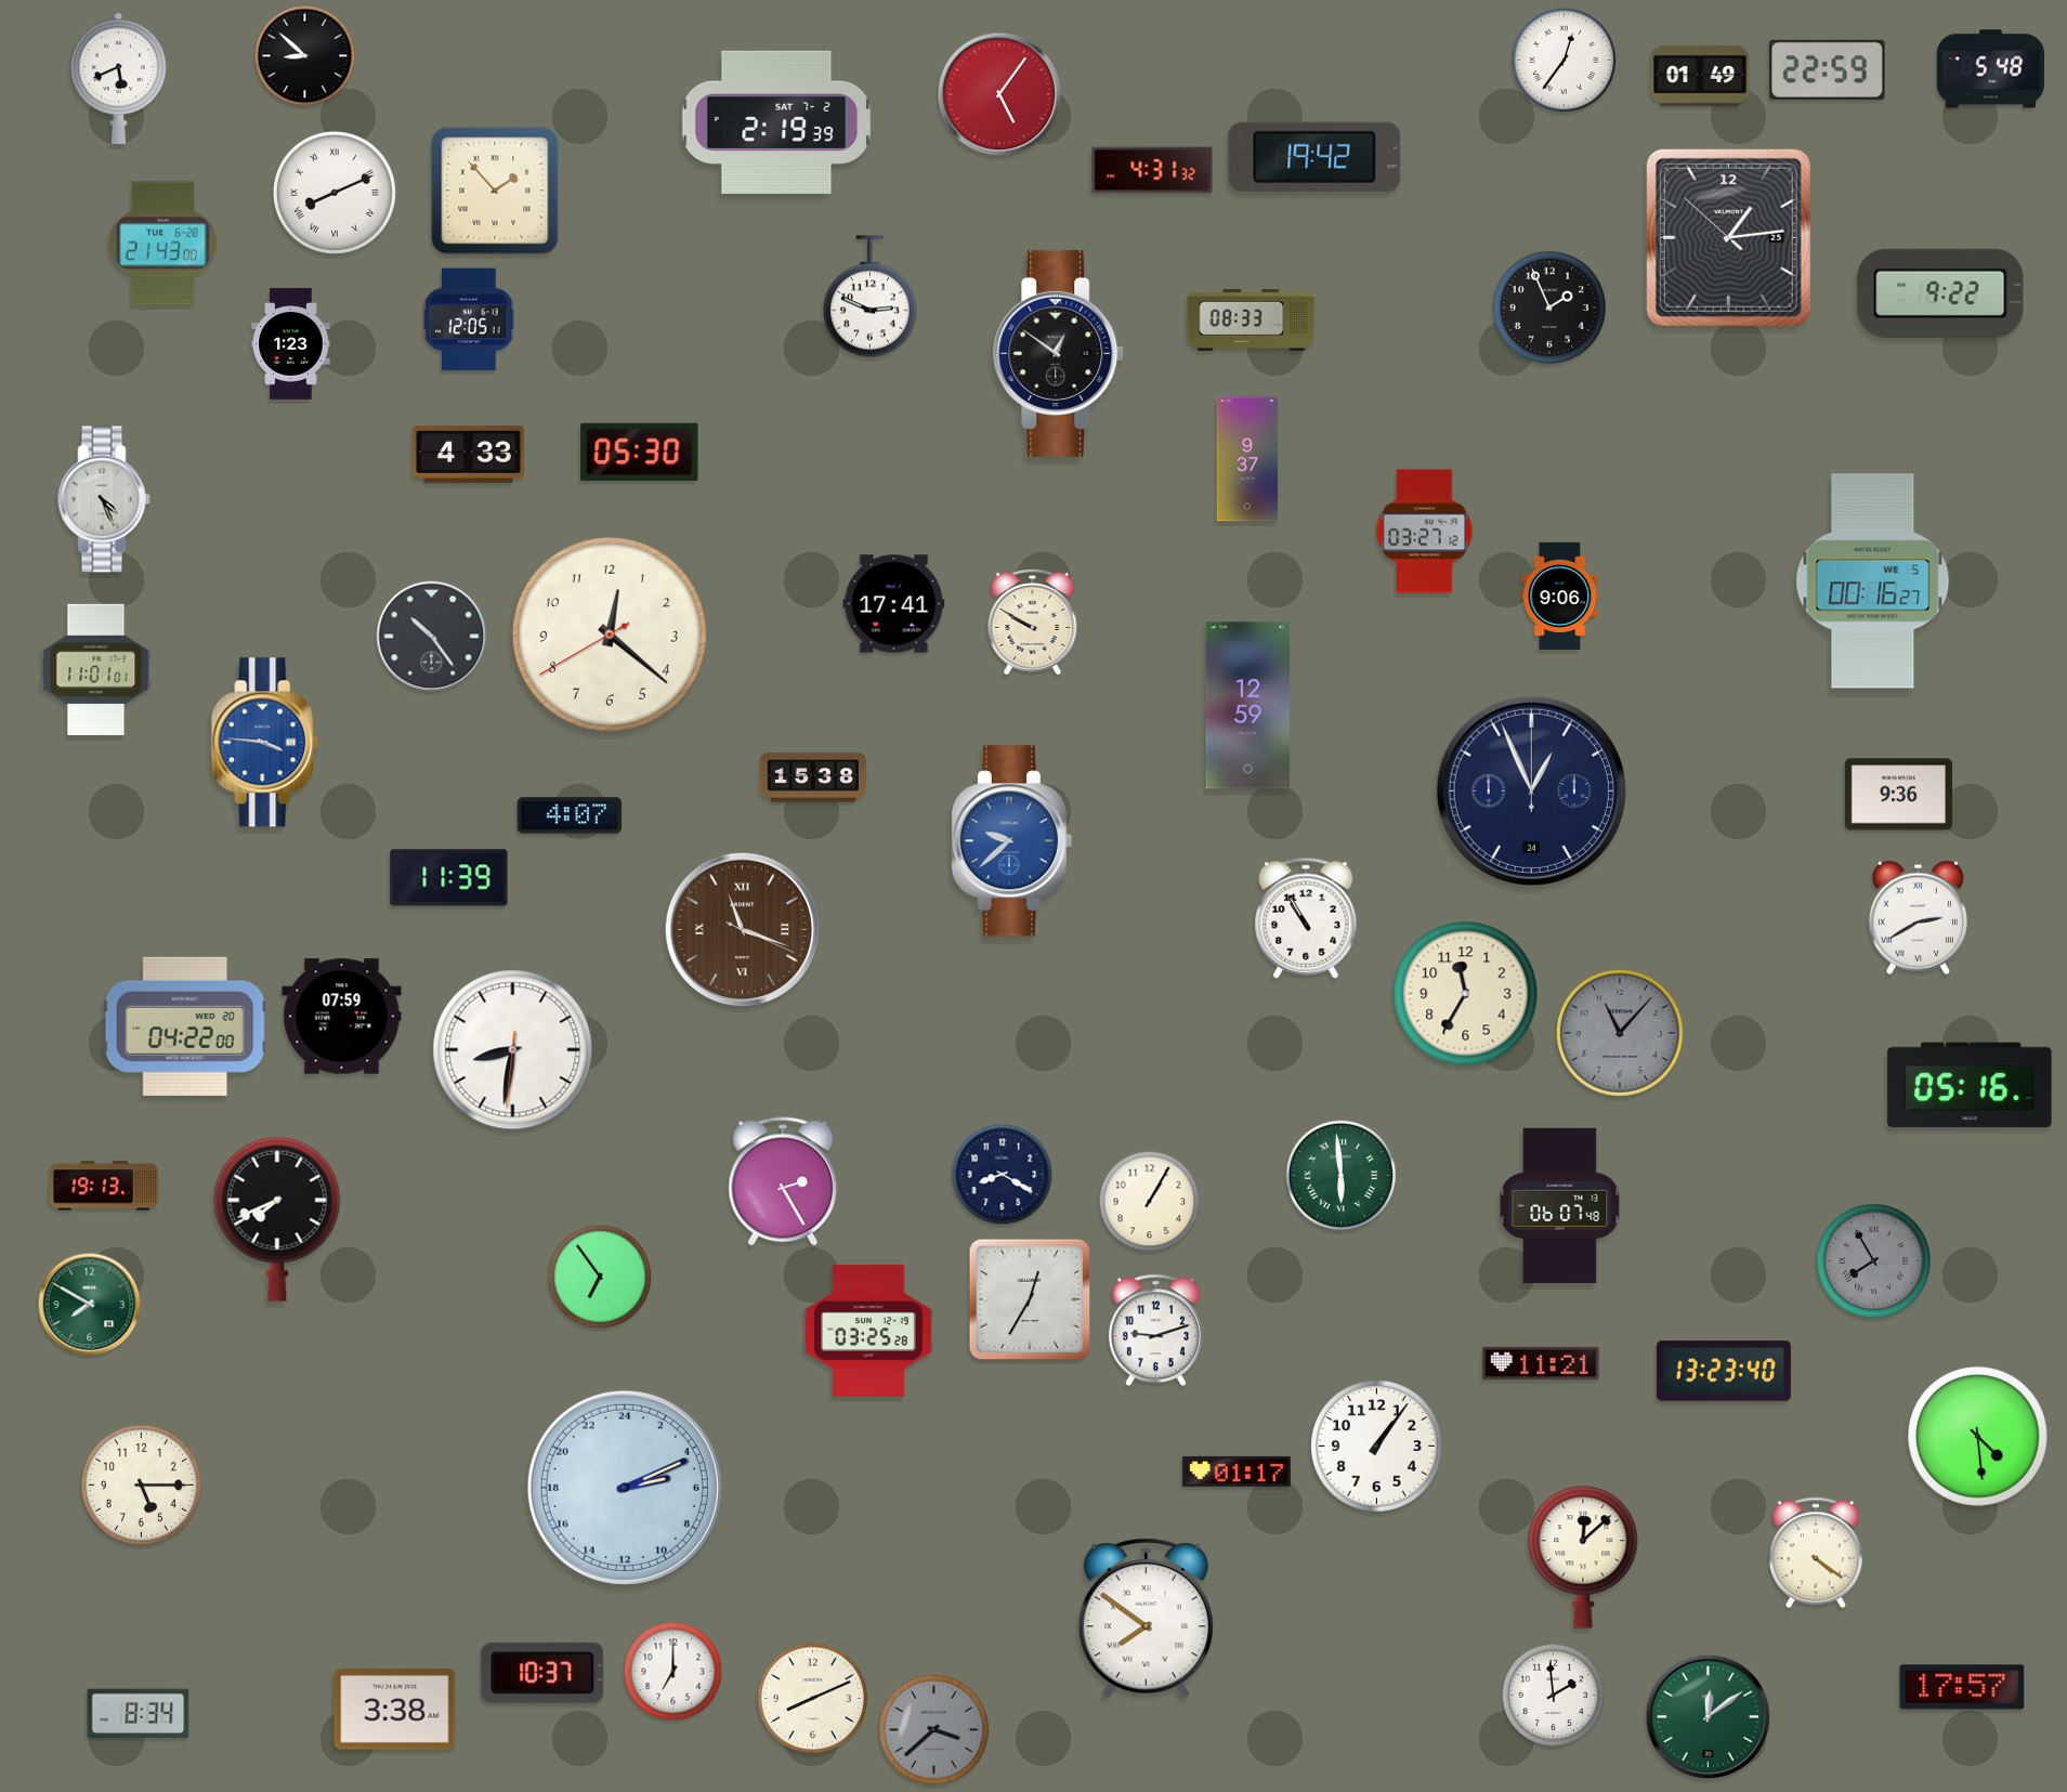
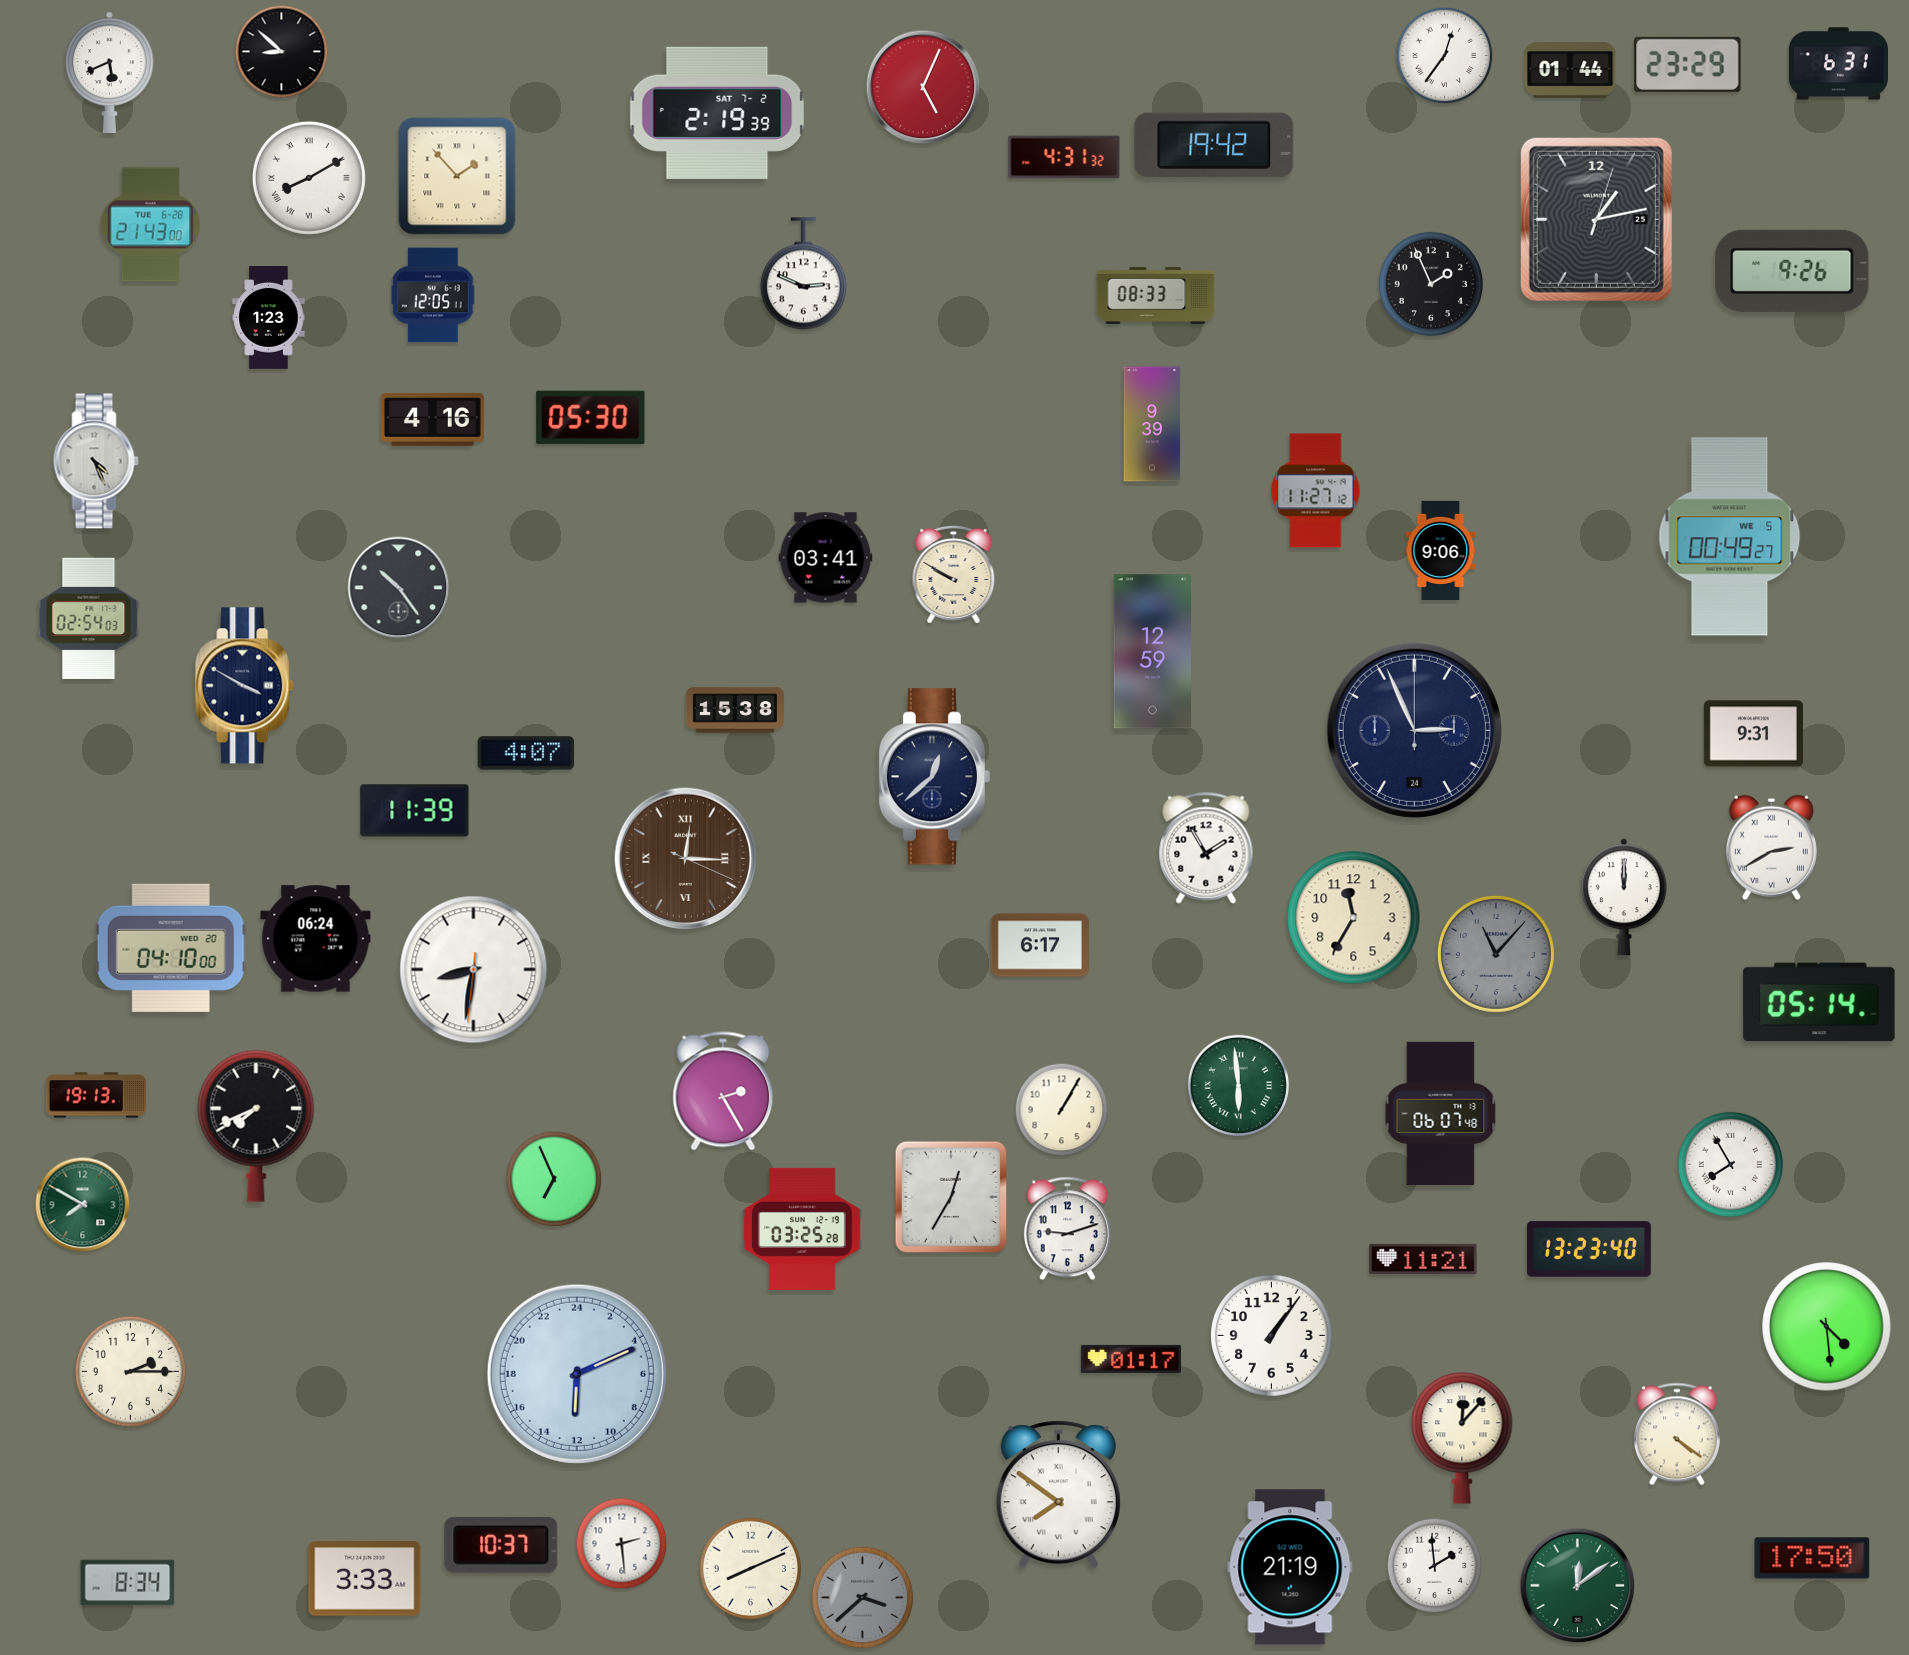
clock at (1828, 69): 22:59 -> 23:29
clock at (1990, 69): 5:48 -> 6:31
clock at (1700, 76): 01:49 -> 01:44
clock at (999, 94): 5:06 -> 5:04
clock at (335, 193): 8:11 -> 8:10
clock at (1728, 237): 1:13:52 -> 1:13:03
clock at (1940, 293): 9:22 -> 9:26
clock at (1059, 353): 12:51 -> none
clock at (469, 454): 4:33 -> 4:16
clock at (1247, 459): 9:37 -> 9:39
clock at (1425, 532): 03:27 -> 11:27
clock at (1873, 581): 00:16 -> 00:49
clock at (894, 604): 17:41 -> 03:41
clock at (610, 635): 12:21 -> none
clock at (96, 669): 11:01 -> 02:54
clock at (265, 743): 3:46 -> 3:50
clock at (265, 743) dial: blue -> navy
clock at (813, 777) position: (813, 777) -> (735, 710)
clock at (1531, 790): 12:56 -> 2:56
clock at (1898, 795): 9:36 -> 9:31
clock at (1011, 841): 9:38 -> 12:38
clock at (1011, 841) dial: blue -> navy
clock at (1306, 918): 10:55 -> 1:55
clock at (743, 930): 11:18 -> 12:15
clock at (1624, 897): none -> 12:00
clock at (342, 1017): 07:59 -> 06:24
clock at (1039, 945): none -> 6:17
clock at (185, 1026): 04:22 -> 04:10
clock at (1970, 1085): 05:16 -> 05:14
clock at (1003, 1175): 8:20 -> none
clock at (1873, 1260) dial: grey -> white
clock at (600, 1277): 6:54 -> 6:56
clock at (1030, 1299) position: (1030, 1299) -> (951, 1197)
clock at (1724, 1371) position: (1724, 1371) -> (1589, 1249)
clock at (1237, 1471) position: (1237, 1471) -> (1131, 1359)
clock at (141, 1484): 5:15 -> 2:15
clock at (625, 1488): 5:11 -> 12:11
clock at (1583, 1557): 12:08 -> 12:07
clock at (673, 1672): 7:00 -> 2:29
clock at (1962, 1687): 17:57 -> 17:50
clock at (1290, 1567): none -> 21:19
clock at (395, 1710): 3:38 -> 3:33
